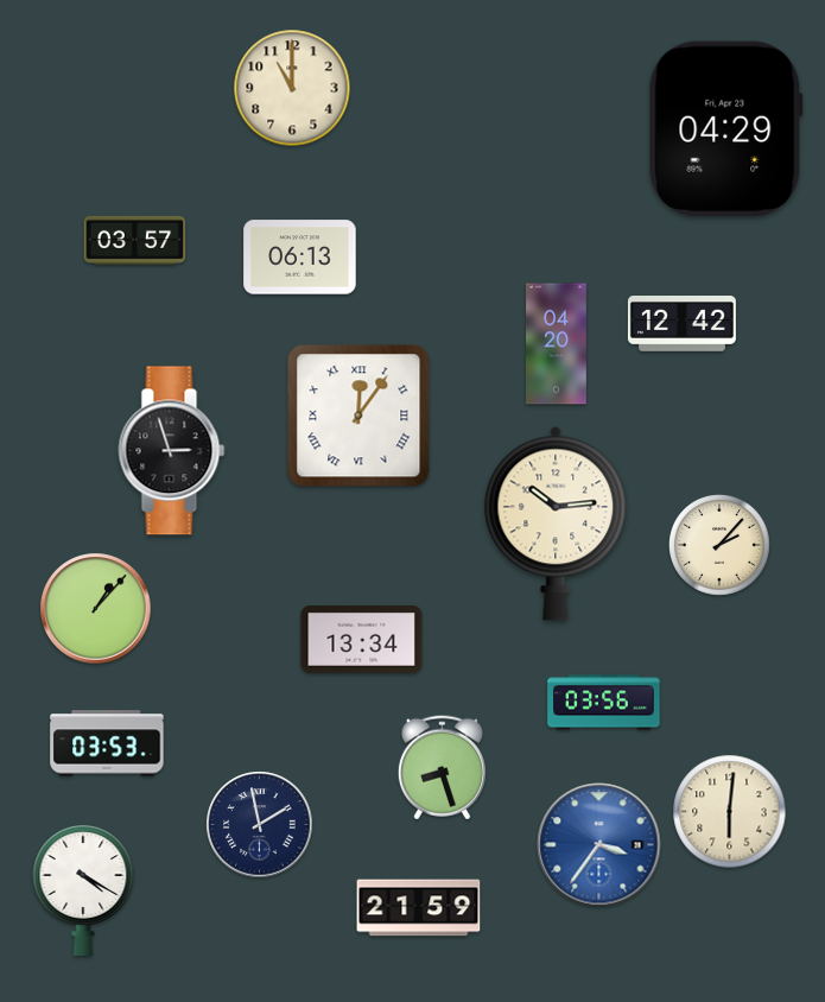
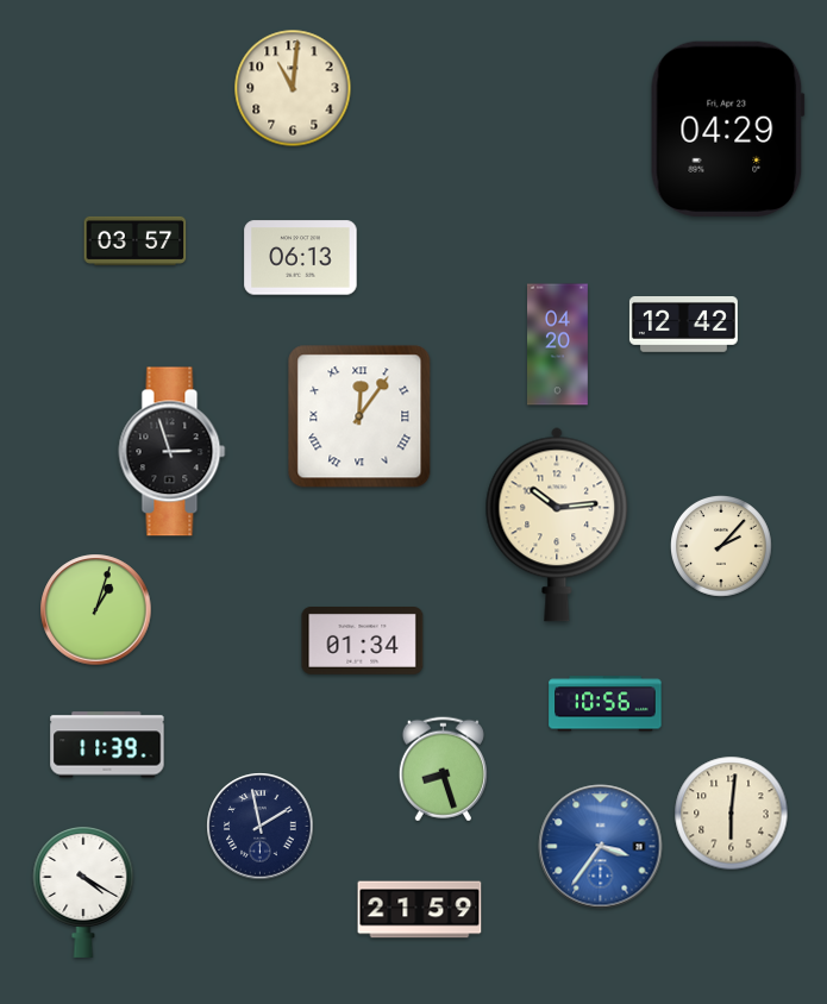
clock at (292, 88): 11:00 -> 11:01
clock at (96, 609): 1:07 -> 1:03
clock at (362, 640): 13:34 -> 01:34
clock at (604, 703): 03:56 -> 10:56
clock at (107, 743): 03:53 -> 11:39
